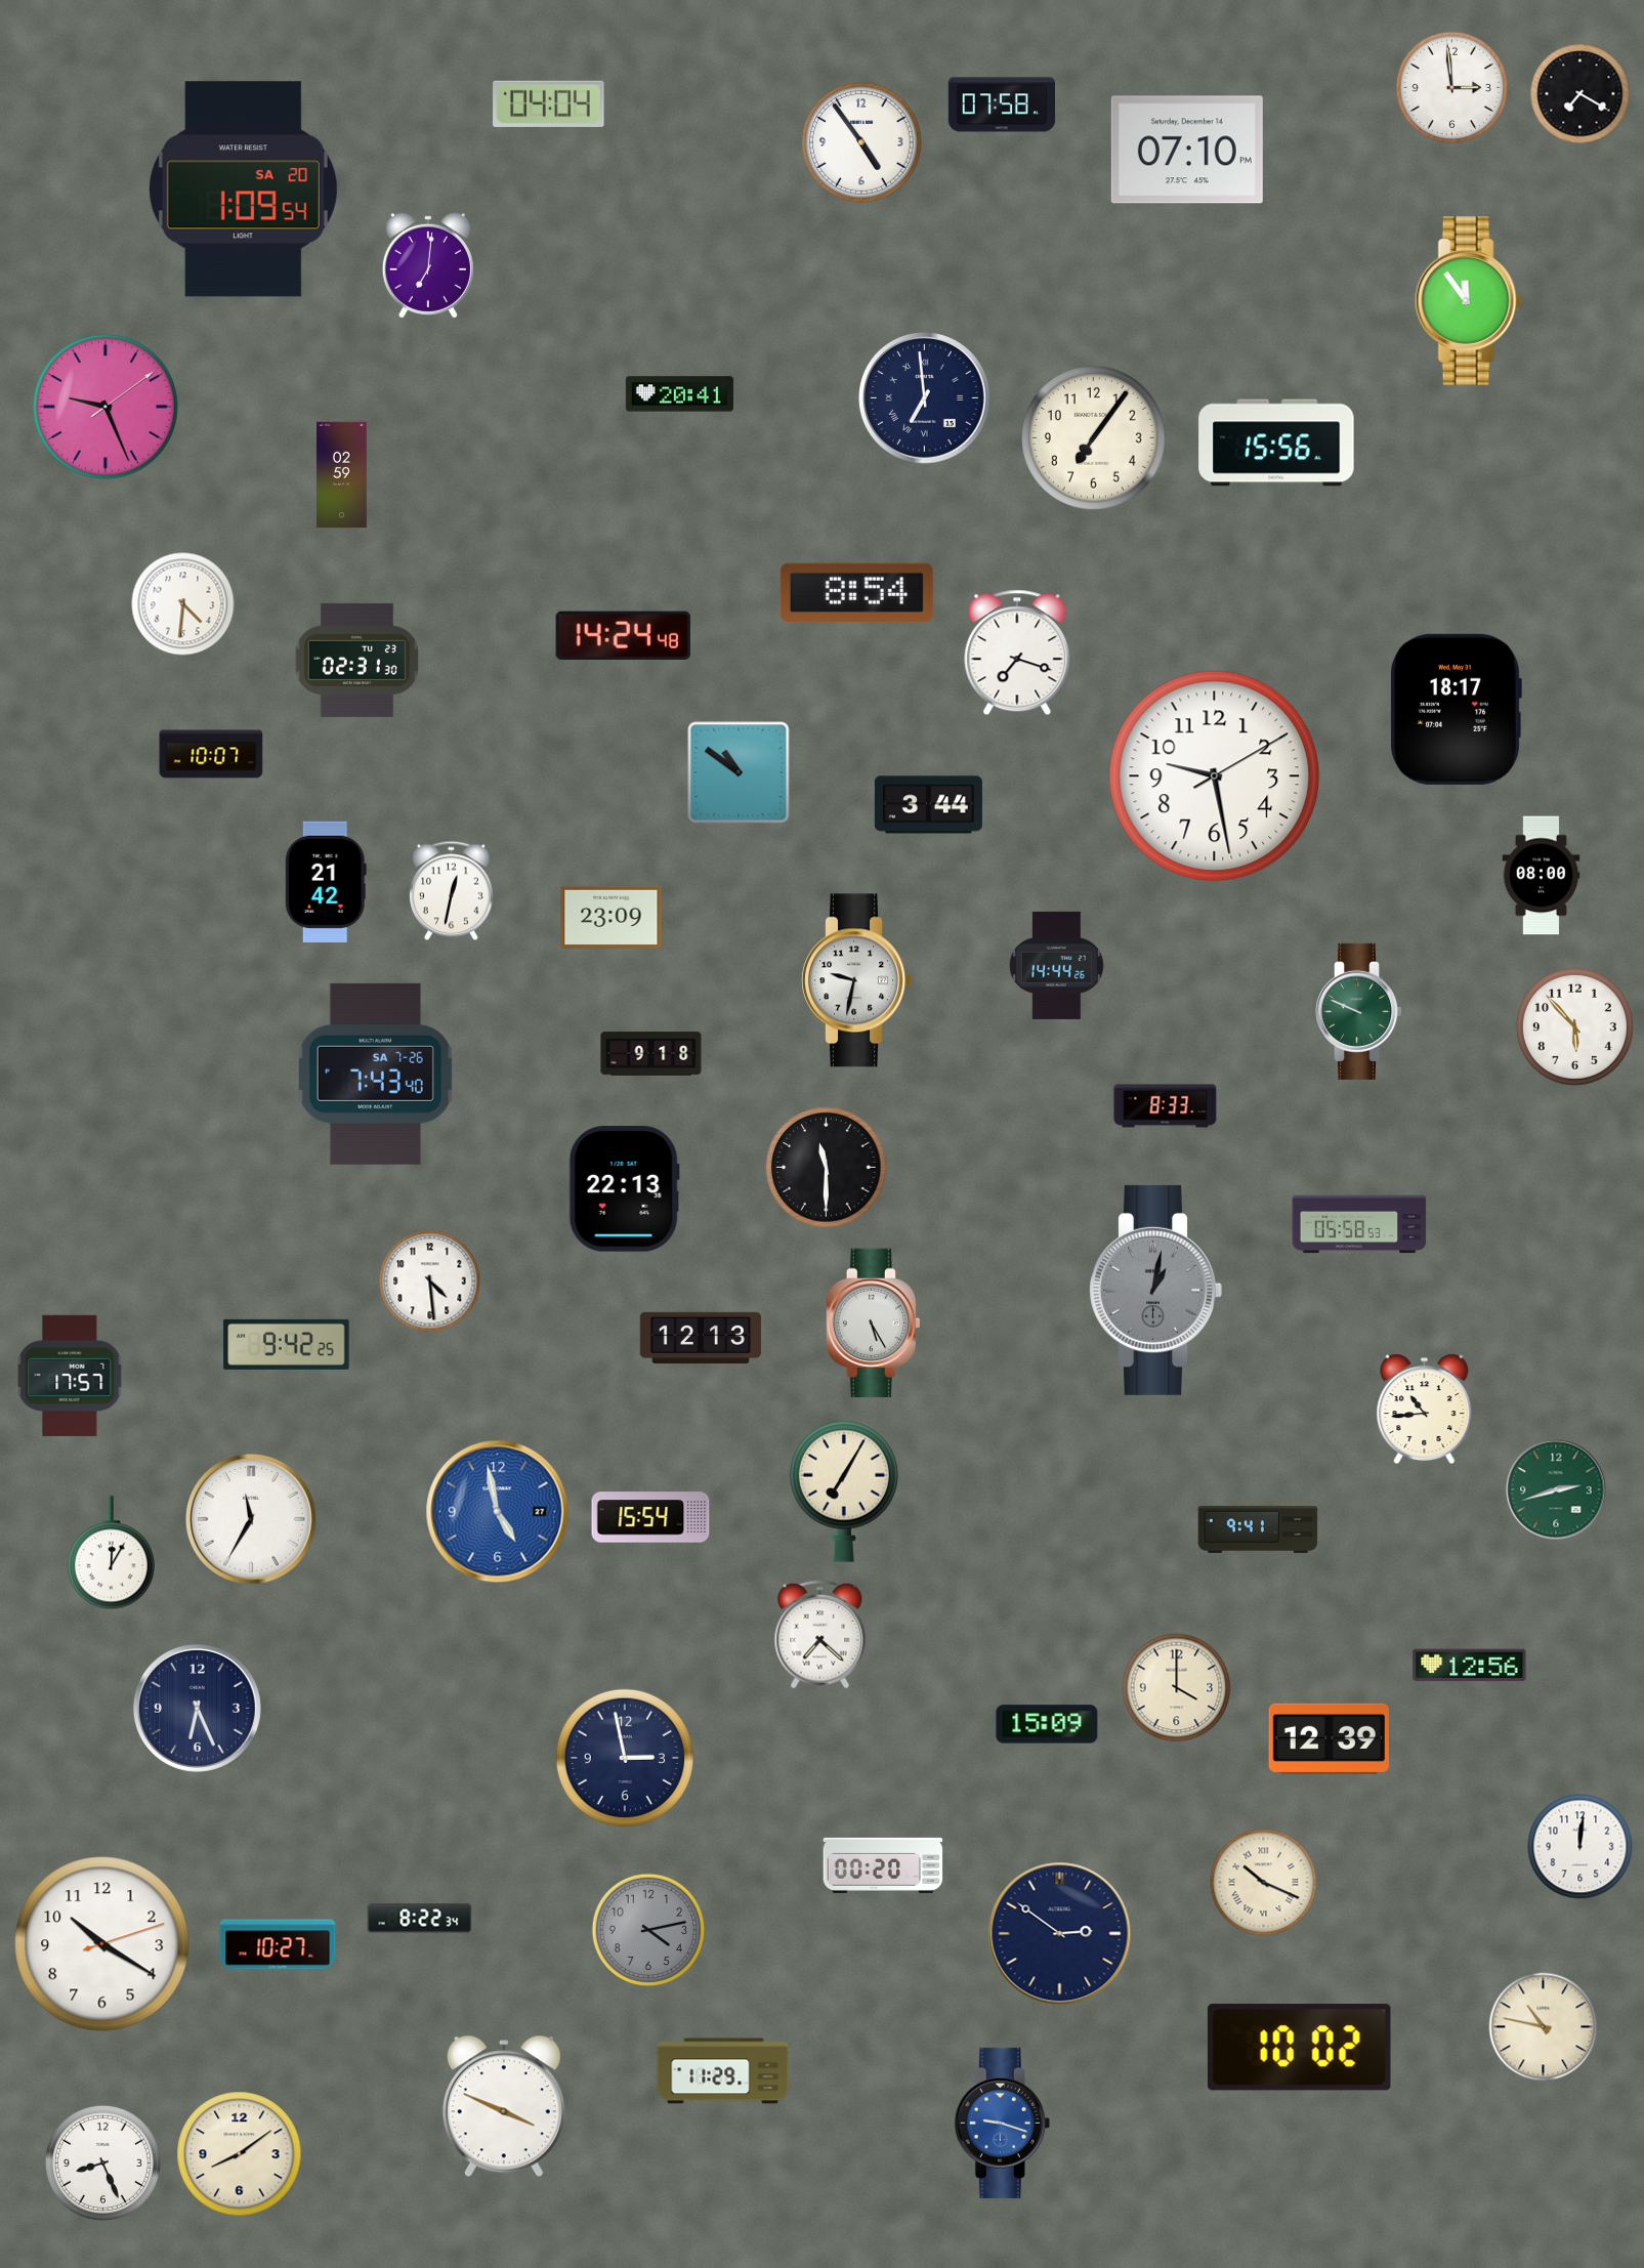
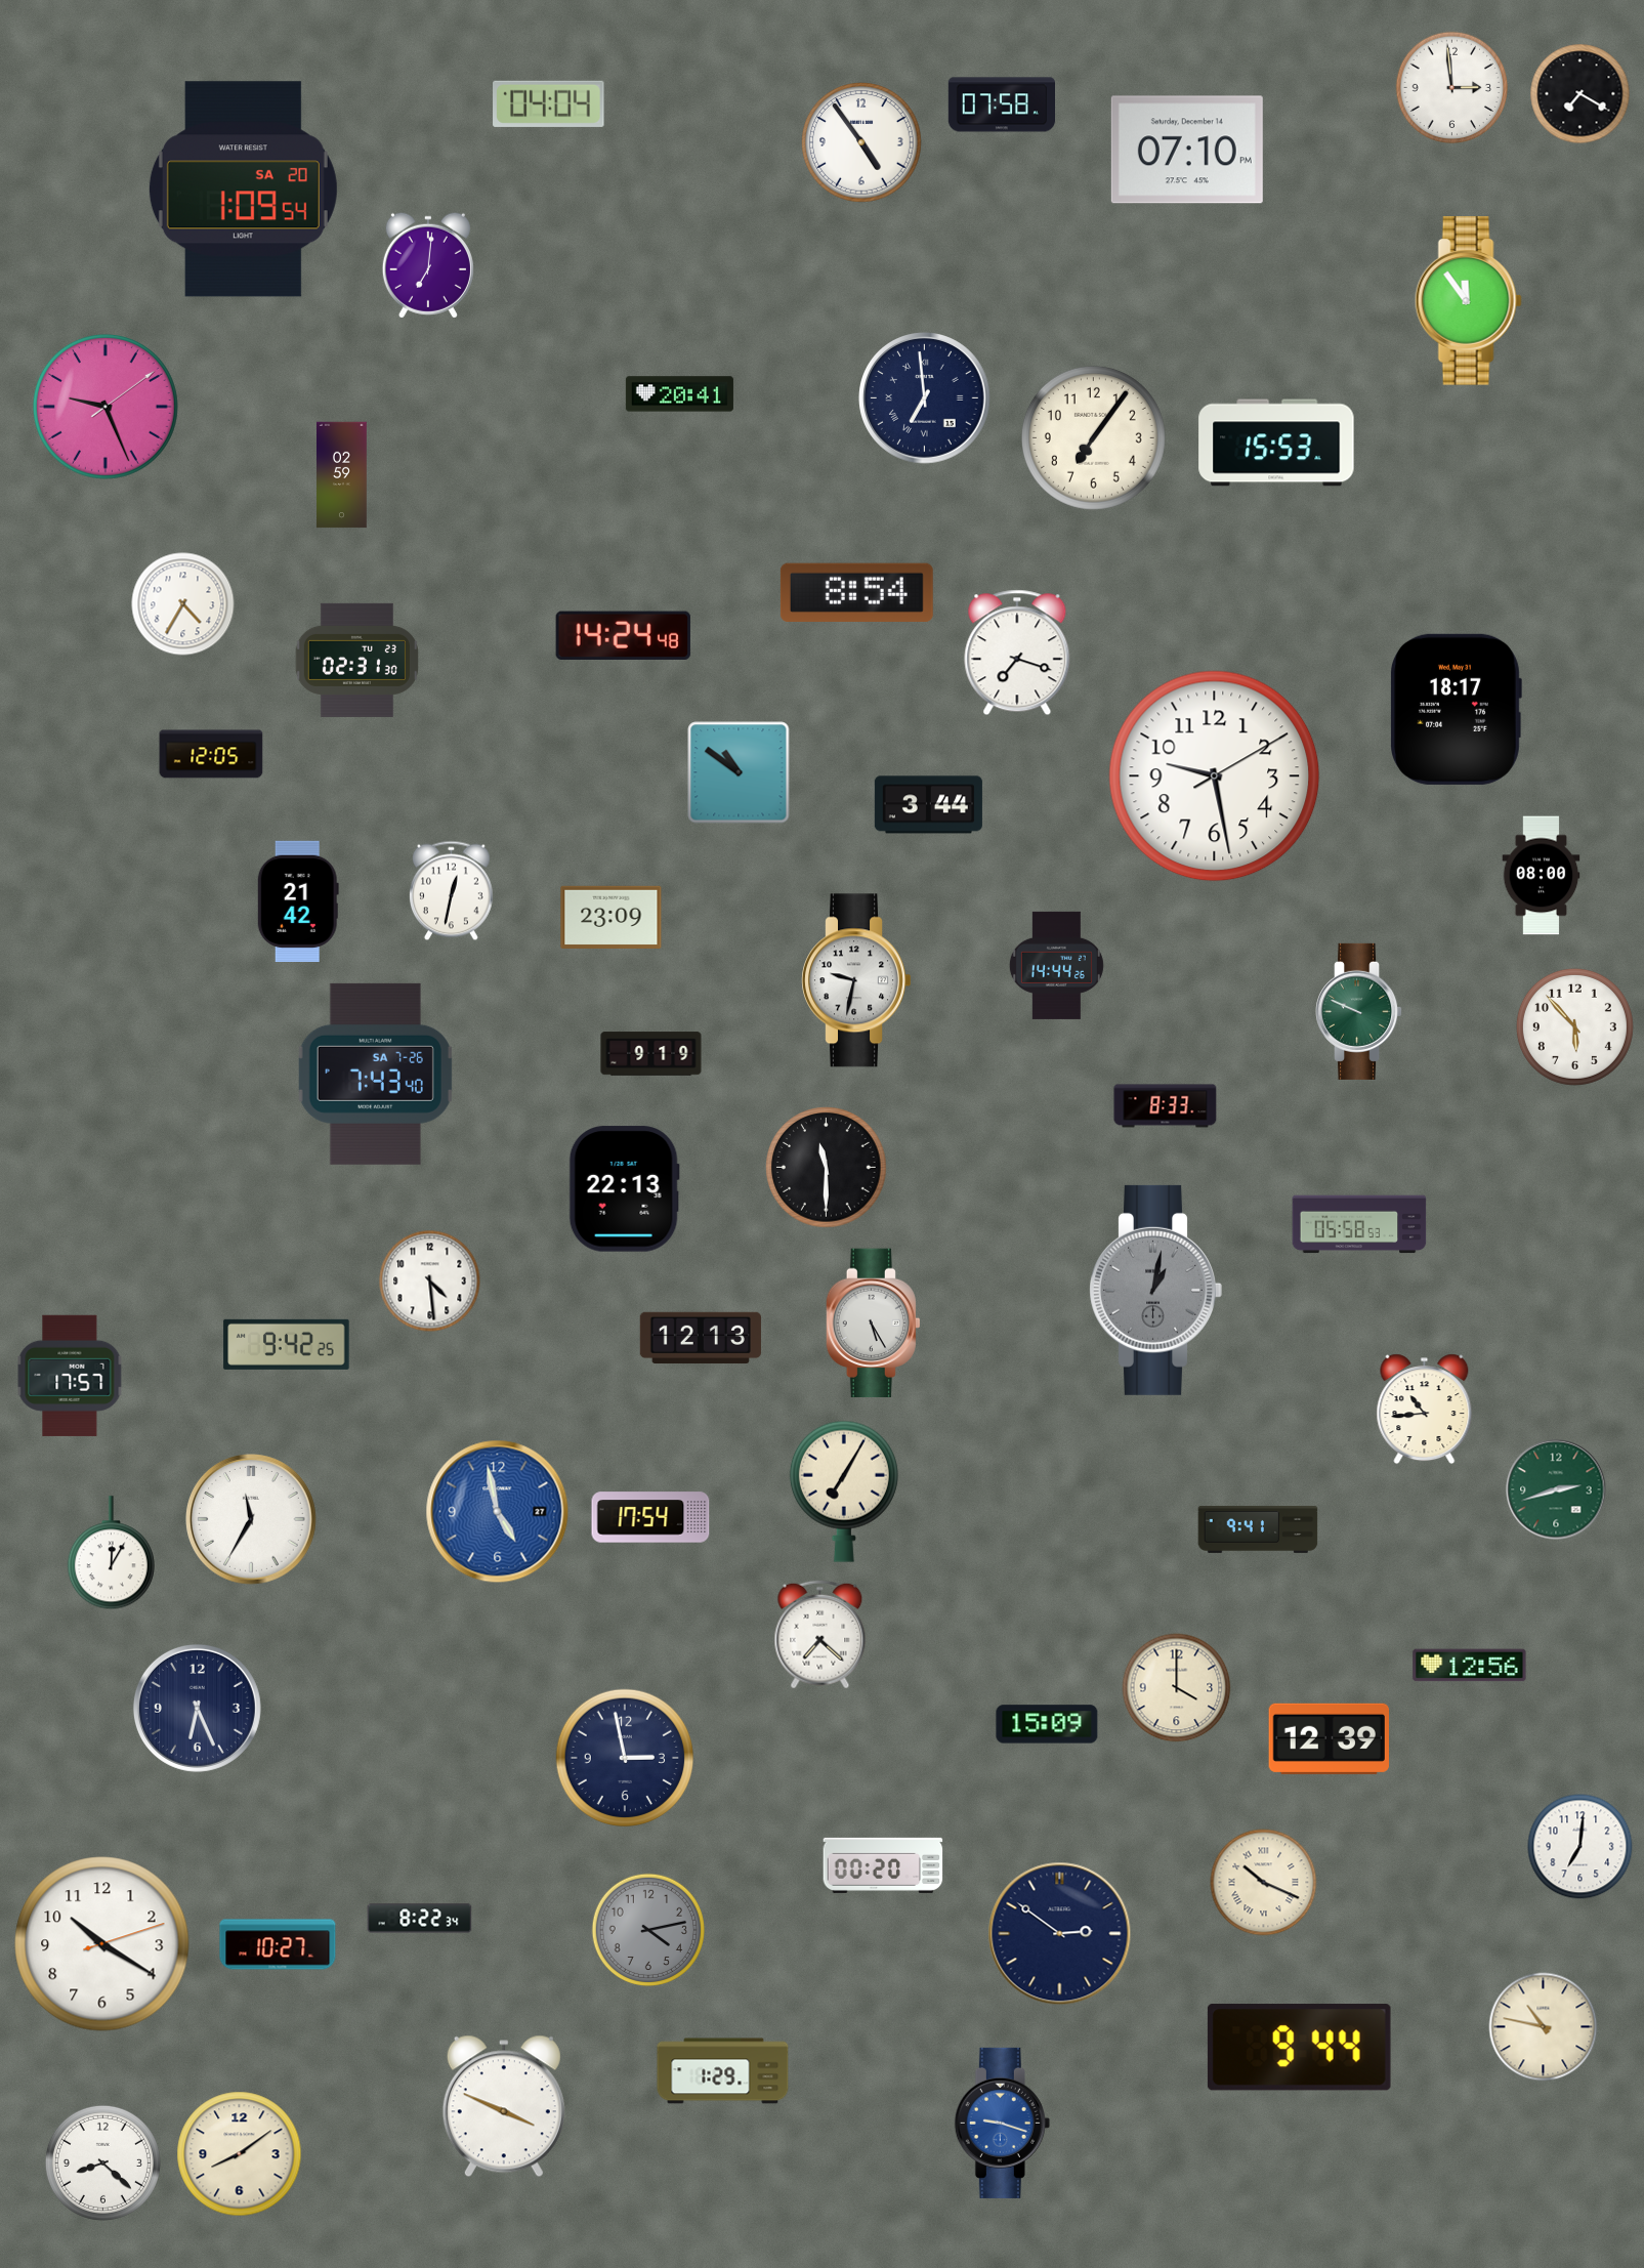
clock at (1276, 443): 15:56 -> 15:53
clock at (183, 604): 4:31 -> 4:35
clock at (211, 754): 10:07 -> 12:05
clock at (326, 882) position: (326, 882) -> (298, 901)
clock at (651, 1054): 9:18 -> 9:19
clock at (650, 1517): 15:54 -> 17:54
clock at (1580, 1847): 12:01 -> 7:01
clock at (1299, 2048): 10:02 -> 9:44
clock at (723, 2071): 11:29 -> 1:29
clock at (102, 2162): 8:26 -> 8:22
